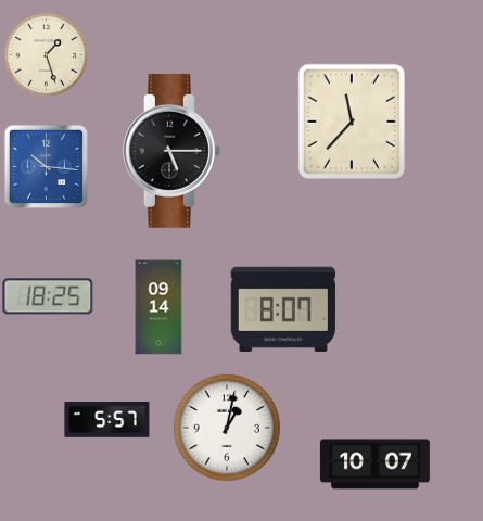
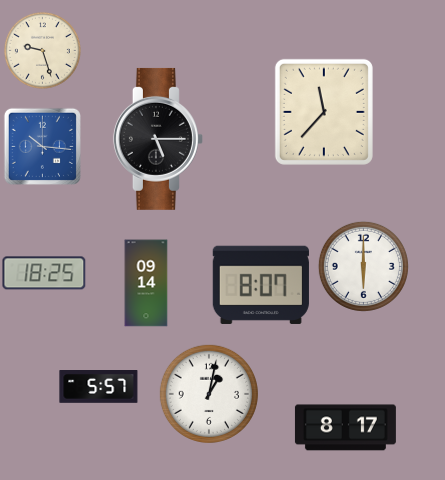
clock at (46, 54): 1:27 -> 9:27
clock at (46, 166) position: (46, 166) -> (42, 146)
clock at (363, 266): none -> 6:00
clock at (374, 465): 10:07 -> 8:17
